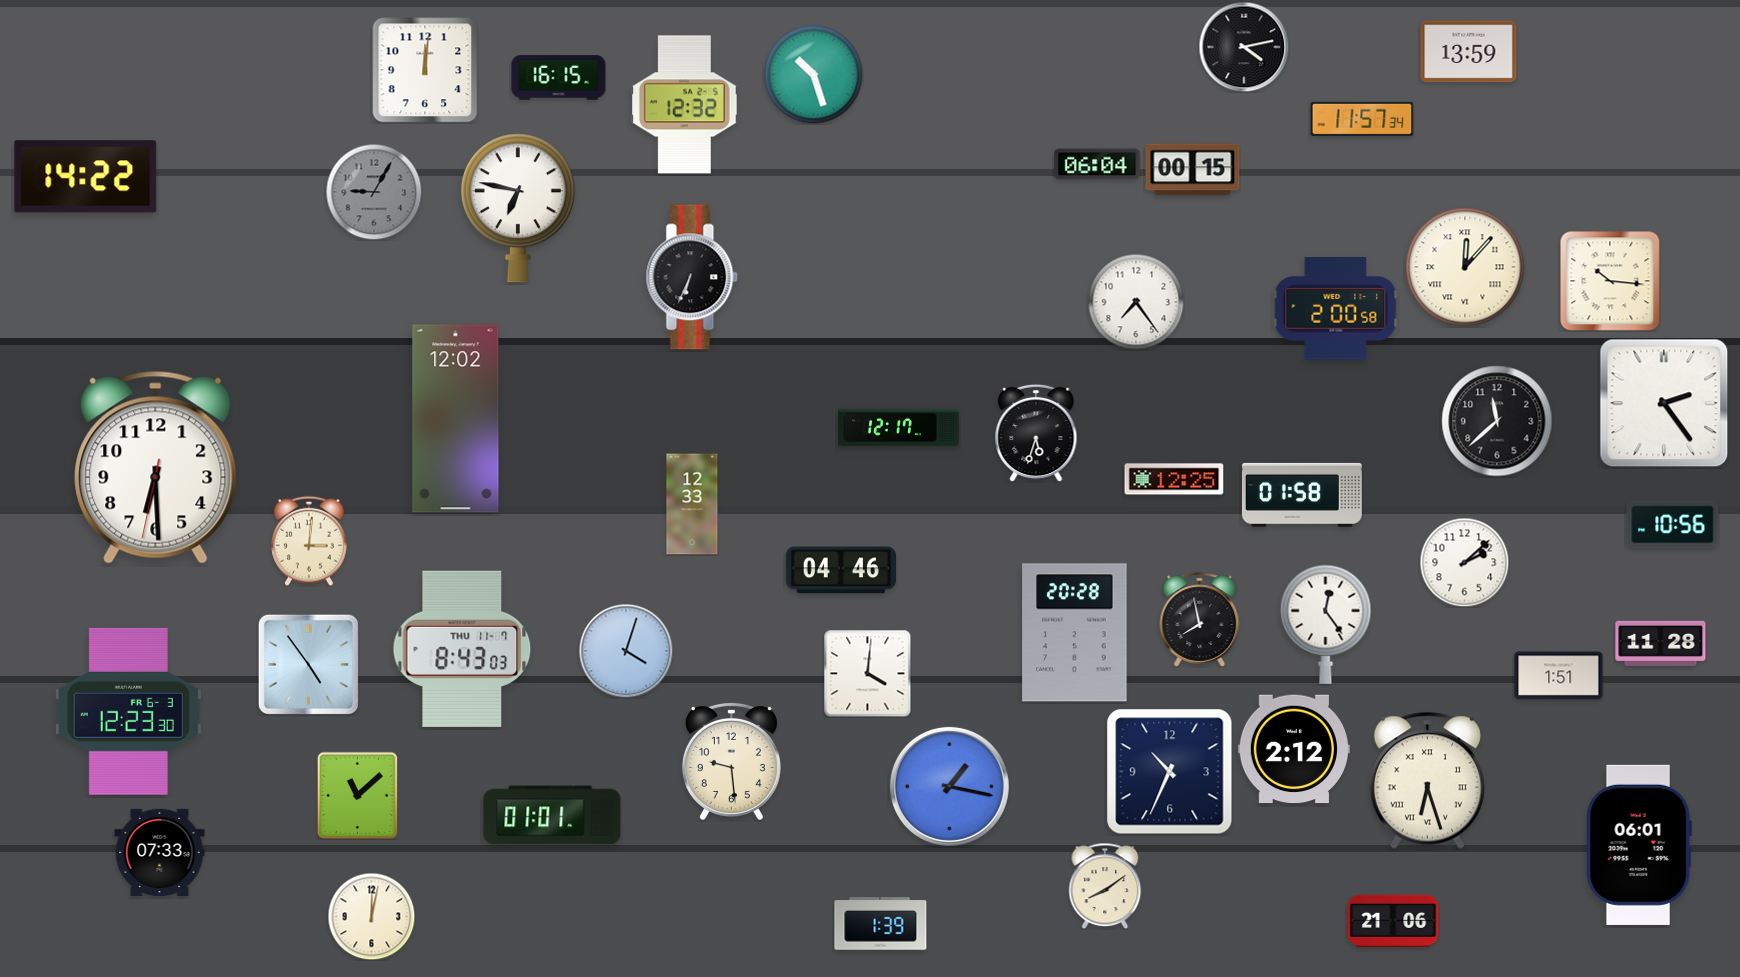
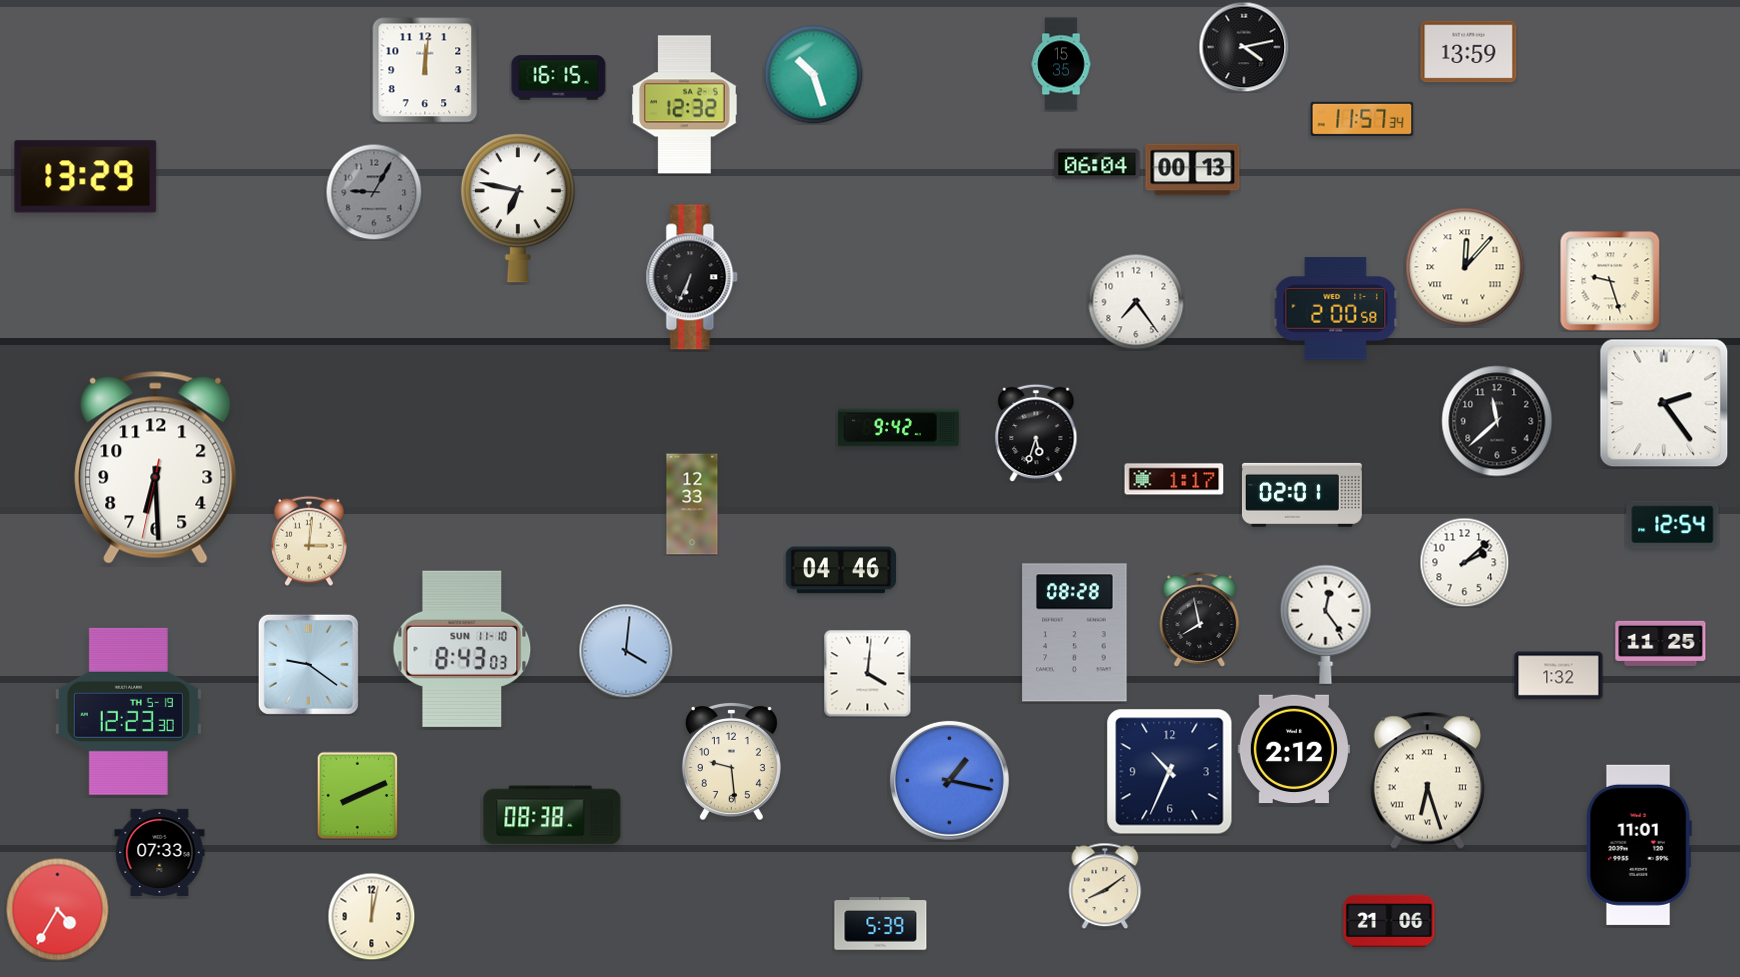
clock at (1061, 64): none -> 15:35
clock at (1193, 170): 00:15 -> 00:13
clock at (86, 177): 14:22 -> 13:29
clock at (1610, 281): 10:16 -> 9:27
clock at (456, 419): 12:02 -> none
clock at (899, 428): 12:17 -> 9:42
clock at (1174, 479): 12:25 -> 1:17
clock at (1302, 495): 01:58 -> 02:01
clock at (1673, 525): 10:56 -> 12:54
clock at (1075, 633): 20:28 -> 08:28
clock at (1661, 643): 11:28 -> 11:25
clock at (462, 649) date: THU 11-7 -> SUN 11-10
clock at (626, 651): 4:03 -> 4:01
clock at (308, 664): 4:54 -> 9:21
clock at (1559, 676): 1:51 -> 1:32
clock at (128, 711) date: FR 6-3 -> TH 5-19
clock at (949, 786) position: (949, 786) -> (949, 780)
clock at (358, 795): 11:08 -> 8:11
clock at (552, 815): 01:01 -> 08:38
clock at (1639, 845): 06:01 -> 11:01
clock at (58, 910): none -> 4:35
clock at (1393, 921) position: (1393, 921) -> (1389, 921)
clock at (881, 924): 1:39 -> 5:39
